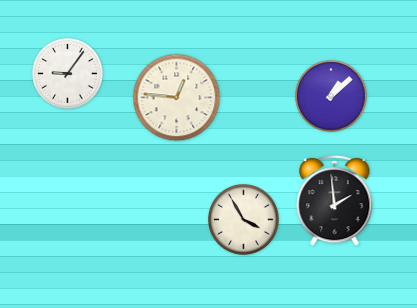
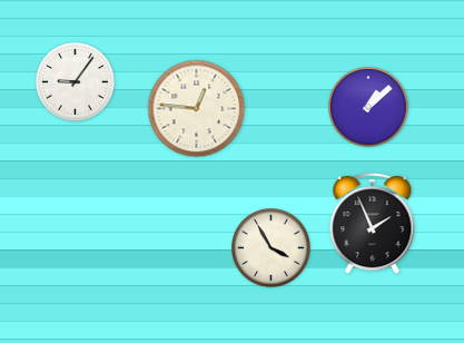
clock at (335, 201): 1:59 -> 1:56
clock at (244, 220) position: (244, 220) -> (272, 248)
